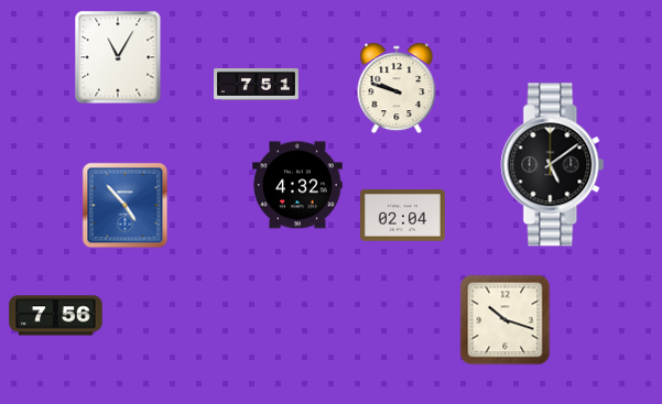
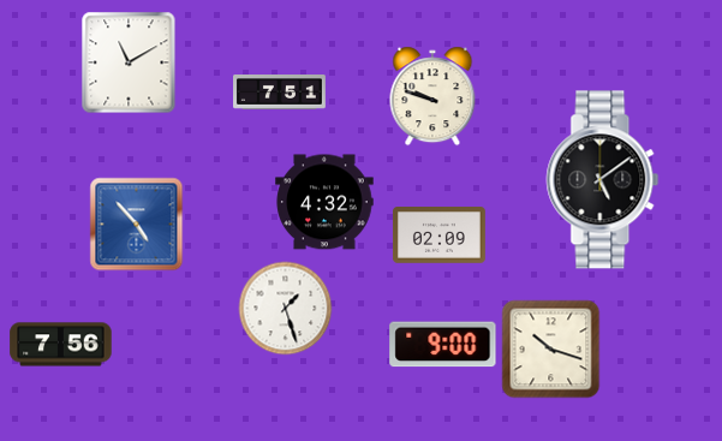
clock at (118, 57): 11:05 -> 11:10
clock at (402, 216): 02:04 -> 02:09
clock at (285, 308): none -> 1:27
clock at (443, 345): none -> 9:00
